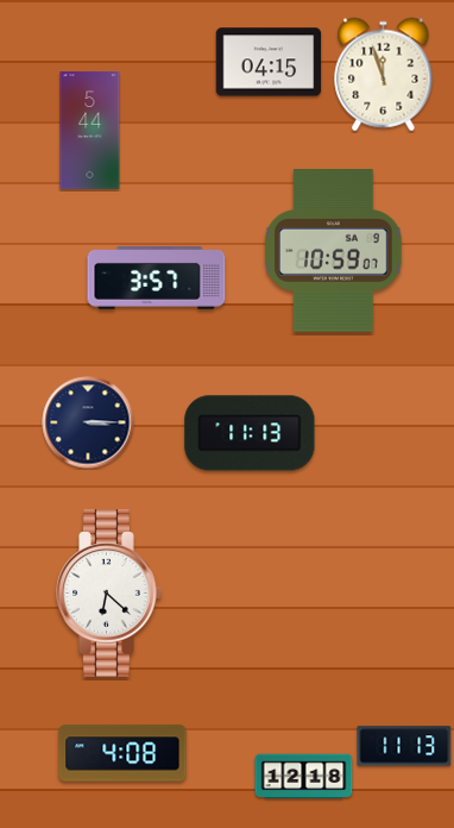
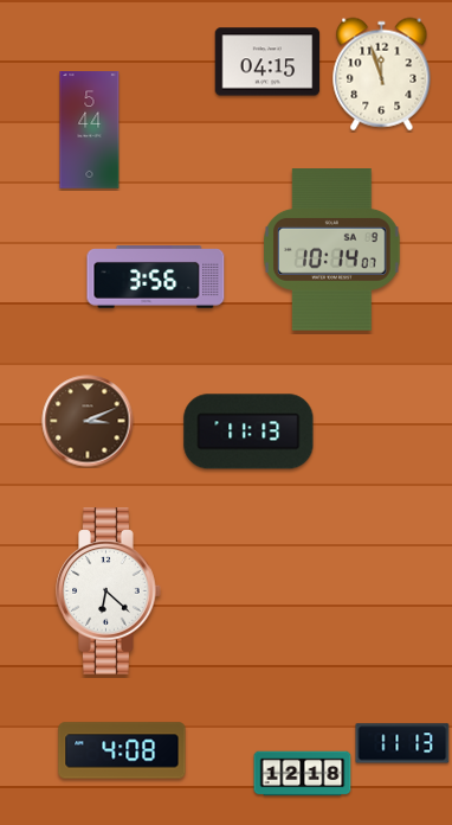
clock at (334, 251): 10:59 -> 10:14
clock at (157, 278): 3:57 -> 3:56
clock at (88, 422): 3:15 -> 3:11
clock at (88, 422) dial: navy -> brown
